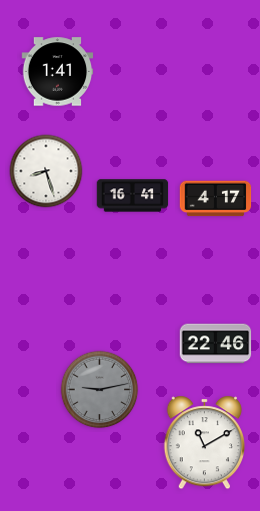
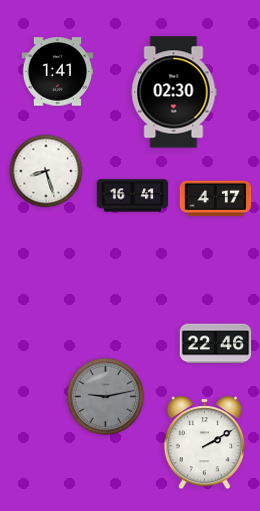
clock at (174, 92): none -> 02:30
clock at (100, 390) position: (100, 390) -> (106, 397)
clock at (204, 443): 11:10 -> 2:10
